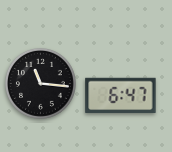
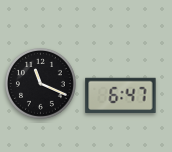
clock at (41, 84): 11:16 -> 11:19
